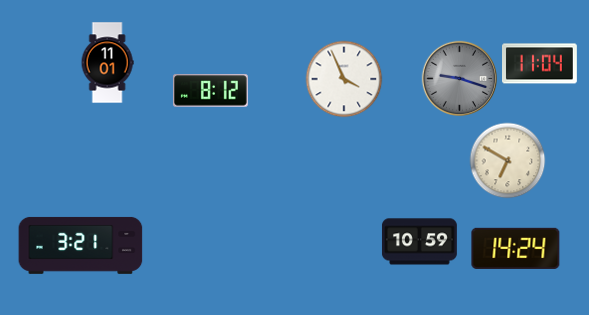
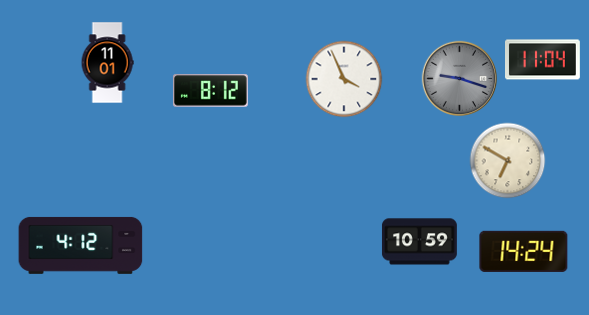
clock at (540, 64) position: (540, 64) -> (543, 60)
clock at (81, 245): 3:21 -> 4:12
clock at (516, 248) position: (516, 248) -> (524, 251)
